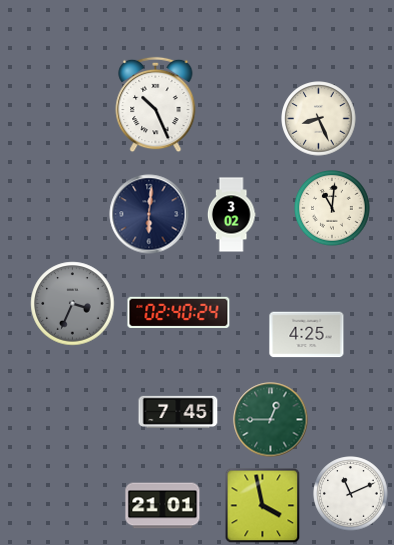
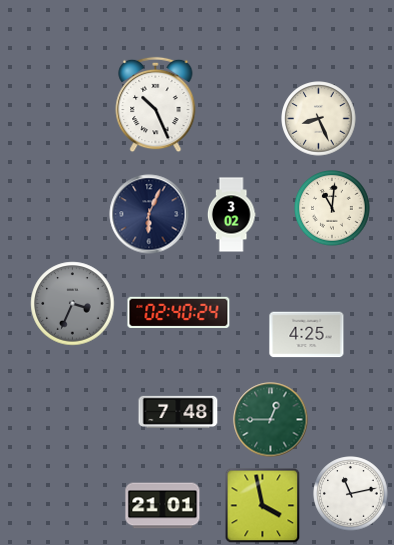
clock at (149, 214): 6:01 -> 6:04
clock at (178, 411): 7:45 -> 7:48
clock at (351, 494): 11:11 -> 11:13
